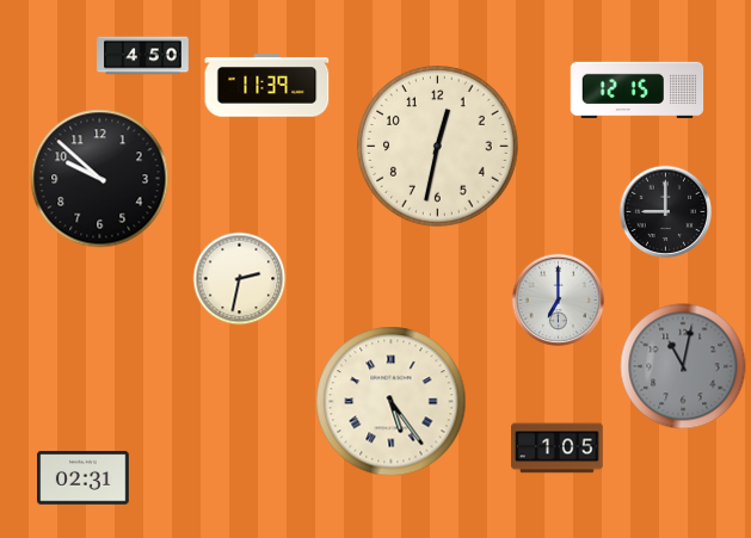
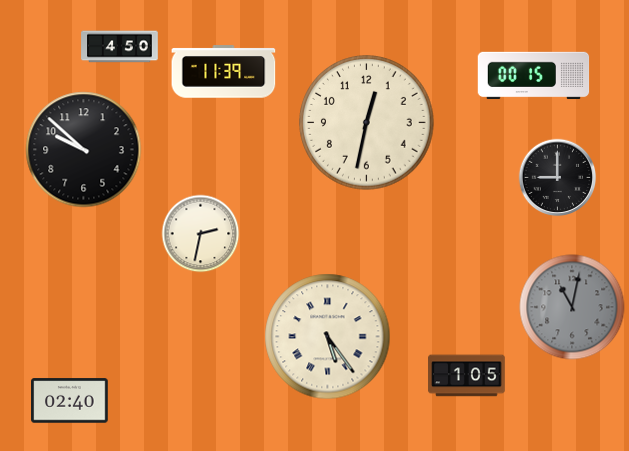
clock at (638, 91): 12:15 -> 00:15
clock at (558, 299): 7:00 -> none
clock at (84, 478): 02:31 -> 02:40
